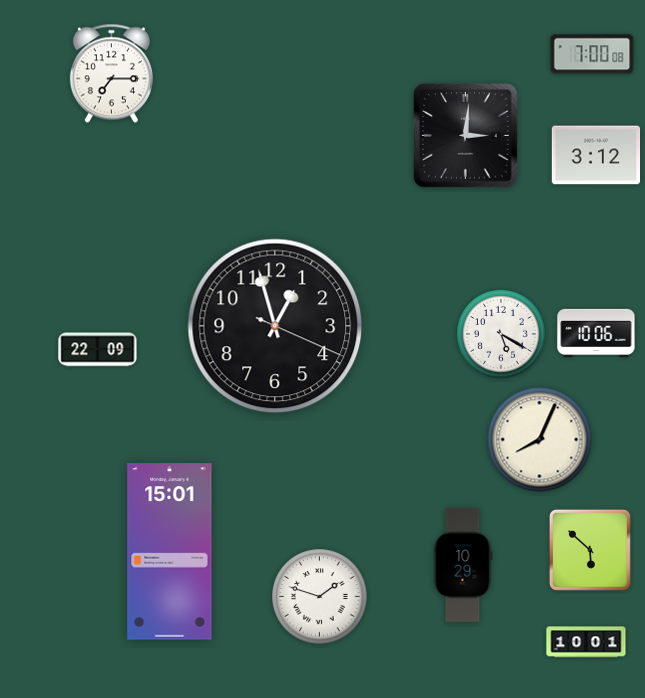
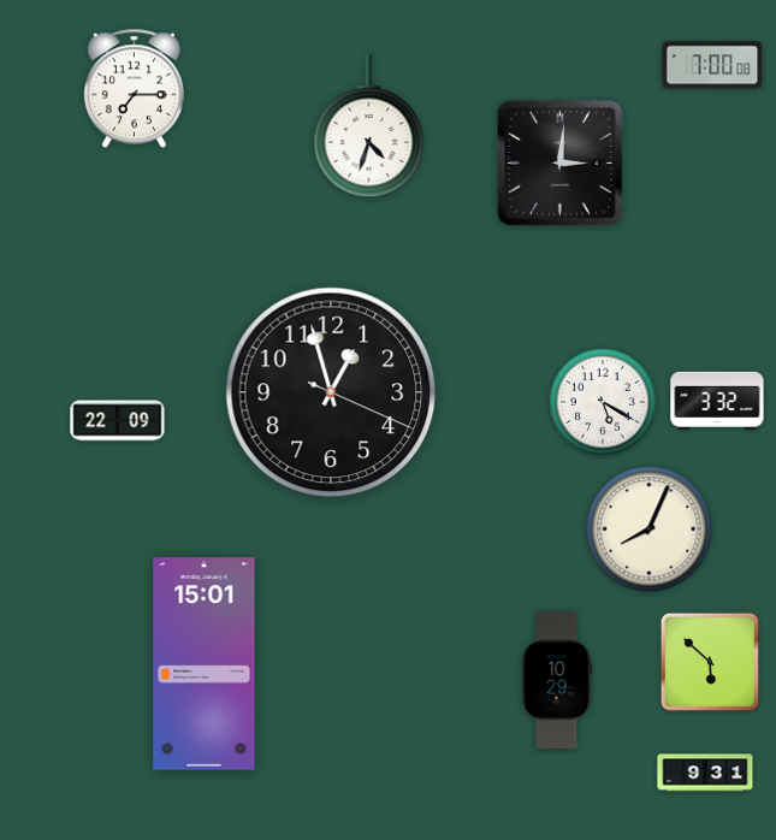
clock at (369, 126): none -> 4:33
clock at (596, 155): 3:12 -> none
clock at (596, 333): 10:06 -> 3:32
clock at (320, 597): 1:48 -> none
clock at (586, 642): 10:01 -> 9:31
